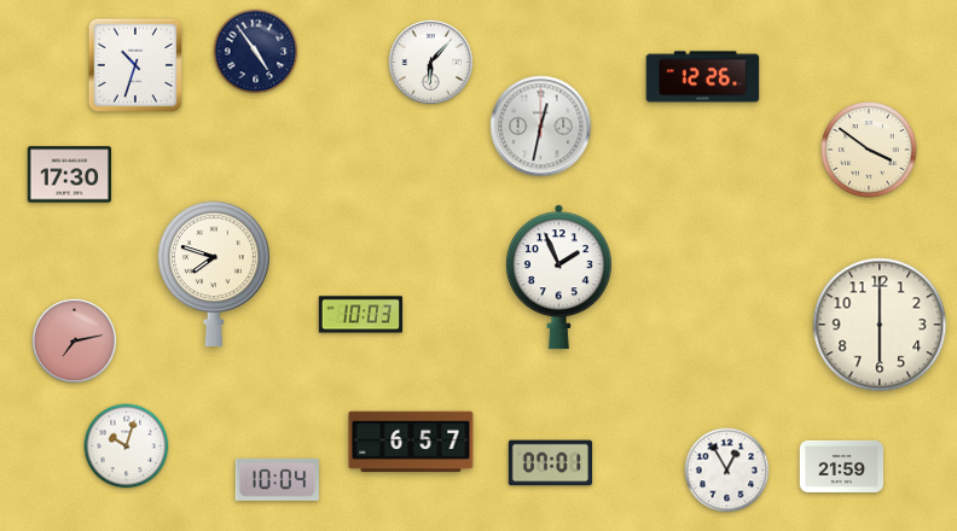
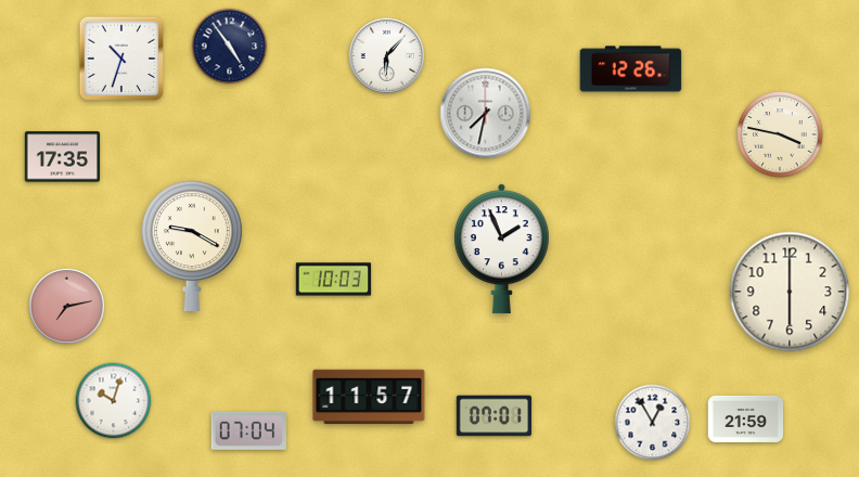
clock at (541, 127): 12:32 -> 7:32
clock at (869, 150): 3:51 -> 3:47
clock at (70, 175): 17:30 -> 17:35
clock at (214, 273): 7:48 -> 9:20
clock at (361, 315) position: (361, 315) -> (334, 280)
clock at (411, 442): 6:57 -> 11:57
clock at (842, 466) position: (842, 466) -> (746, 418)
clock at (277, 479): 10:04 -> 07:04
